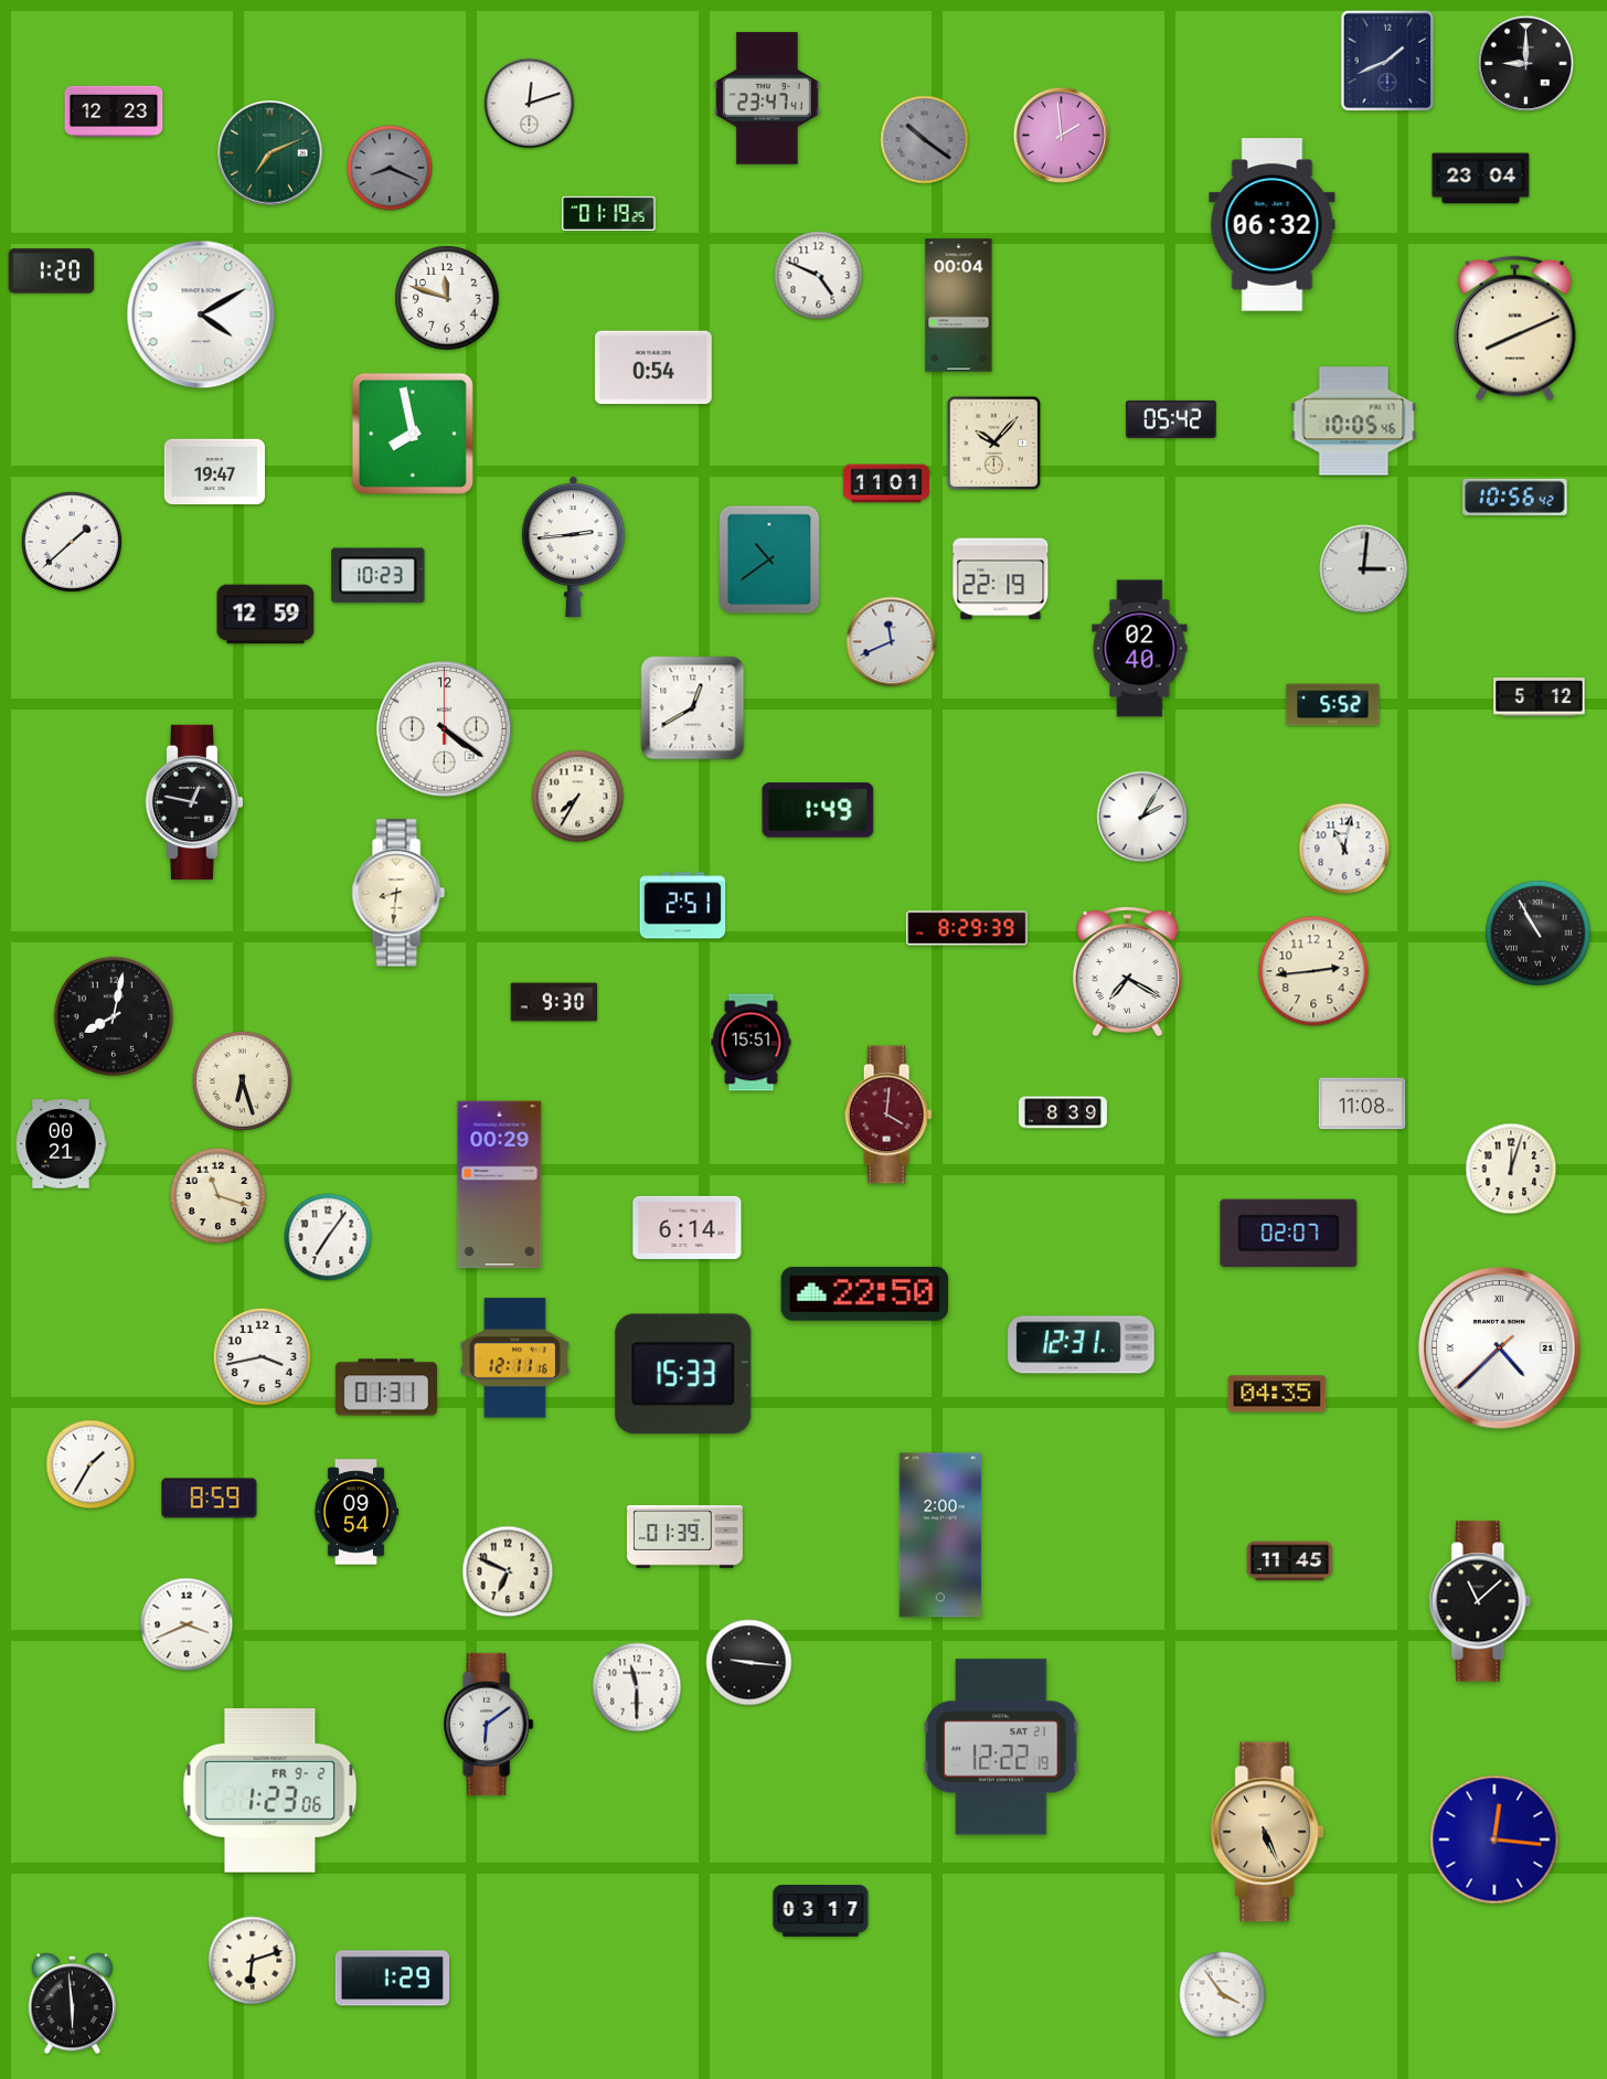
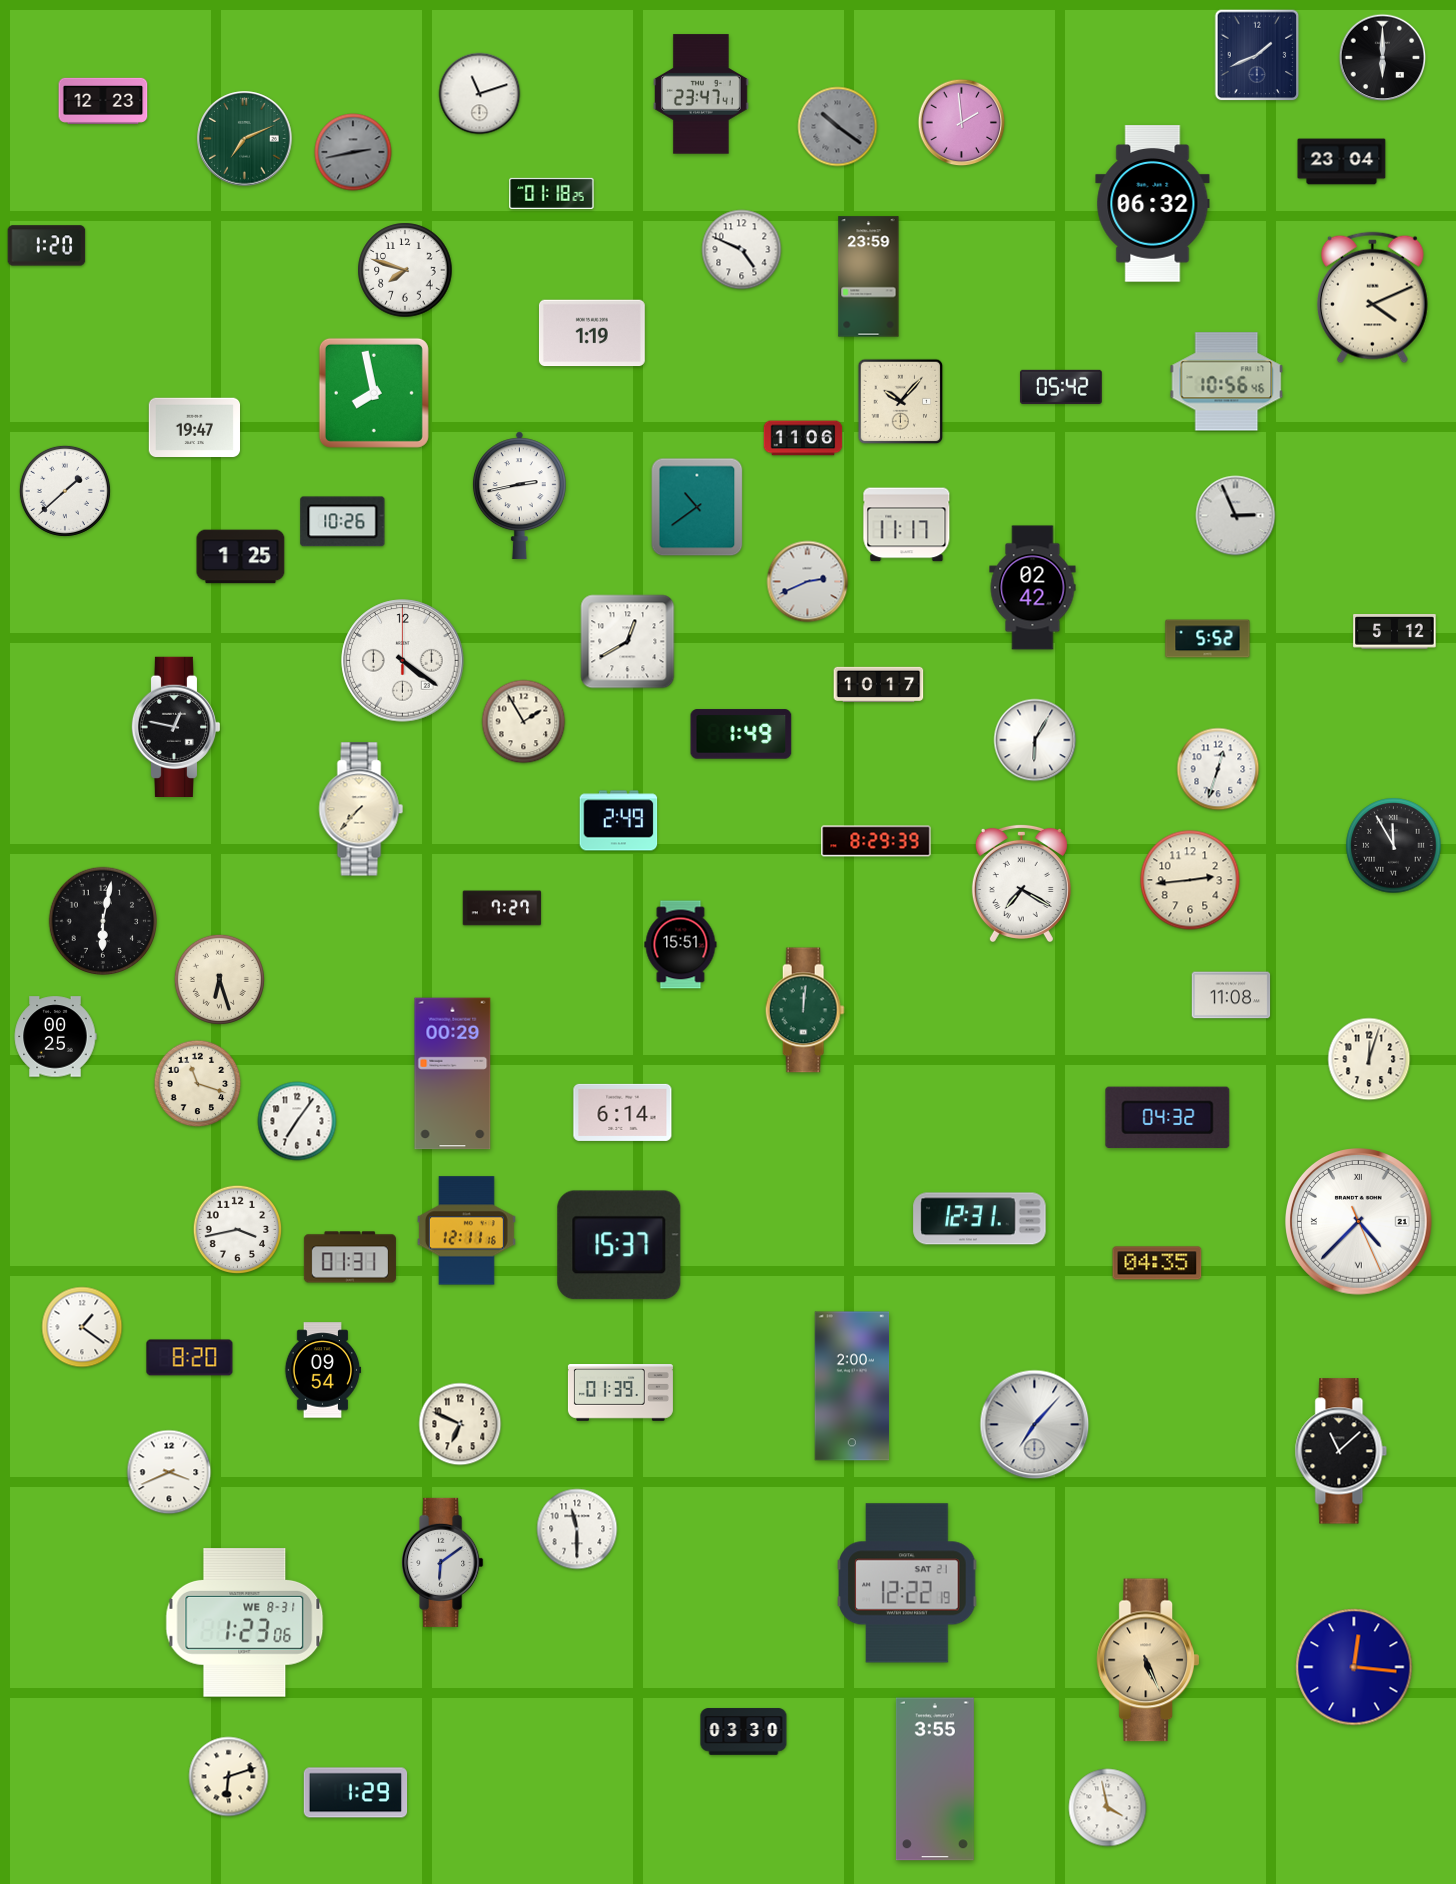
clock at (1526, 64): 9:00 -> 6:00
clock at (767, 98) position: (767, 98) -> (701, 94)
clock at (530, 104): 12:12 -> 11:12
clock at (390, 168): 8:19 -> 2:43
clock at (609, 213): 01:19 -> 01:18
clock at (447, 298): 11:48 -> 7:48
clock at (959, 306): 00:04 -> 23:59
clock at (201, 314): 4:10 -> none
clock at (1514, 329): 8:11 -> 4:11
clock at (653, 367): 0:54 -> 1:19
clock at (1171, 419) position: (1171, 419) -> (1061, 387)
clock at (1354, 422): 10:05 -> 10:56
clock at (886, 483): 11:01 -> 11:06
clock at (1515, 497): 10:56 -> none
clock at (573, 547): 2:44 -> 2:43
clock at (1364, 569): 3:01 -> 2:56
clock at (379, 576): 10:23 -> 10:26
clock at (1001, 579): 22:19 -> 11:17
clock at (266, 615): 12:59 -> 1:25
clock at (892, 642): 11:41 -> 2:41
clock at (1140, 649): 02:40 -> 02:42
clock at (879, 684): none -> 10:17
clock at (578, 797): 7:35 -> 1:55
clock at (1142, 817): 2:05 -> 6:05
clock at (1344, 849): 11:02 -> 12:33
clock at (398, 893): 8:31 -> 7:37
clock at (683, 906): 2:51 -> 2:49
clock at (1539, 934): 10:55 -> 11:55
clock at (1127, 971) position: (1127, 971) -> (1021, 883)
clock at (554, 1002): 9:30 -> 7:27
clock at (113, 1015): 8:02 -> 6:02
clock at (1362, 1104) position: (1362, 1104) -> (1231, 995)
clock at (1063, 1112): 8:39 -> none
clock at (888, 1115): 4:01 -> 12:01
clock at (888, 1115) dial: burgundy -> green
clock at (61, 1144): 00:21 -> 00:25
clock at (1289, 1234): 02:07 -> 04:32
clock at (865, 1293): 22:50 -> none
clock at (1500, 1348): 4:37:38 -> 4:37:26
clock at (683, 1374): 15:33 -> 15:37
clock at (91, 1464): 1:35 -> 1:21
clock at (210, 1499): 8:59 -> 8:20
clock at (940, 1535) position: (940, 1535) -> (852, 1386)
clock at (1290, 1561): 11:45 -> none
clock at (1035, 1425): none -> 7:07
clock at (749, 1663): 9:16 -> none
clock at (270, 1791) date: FR 9-2 -> WE 8-31
clock at (821, 1911): 03:17 -> 03:30
clock at (935, 1779): none -> 3:55
clock at (1223, 1995): 3:54 -> 3:58
clock at (73, 2004): 5:59 -> none
